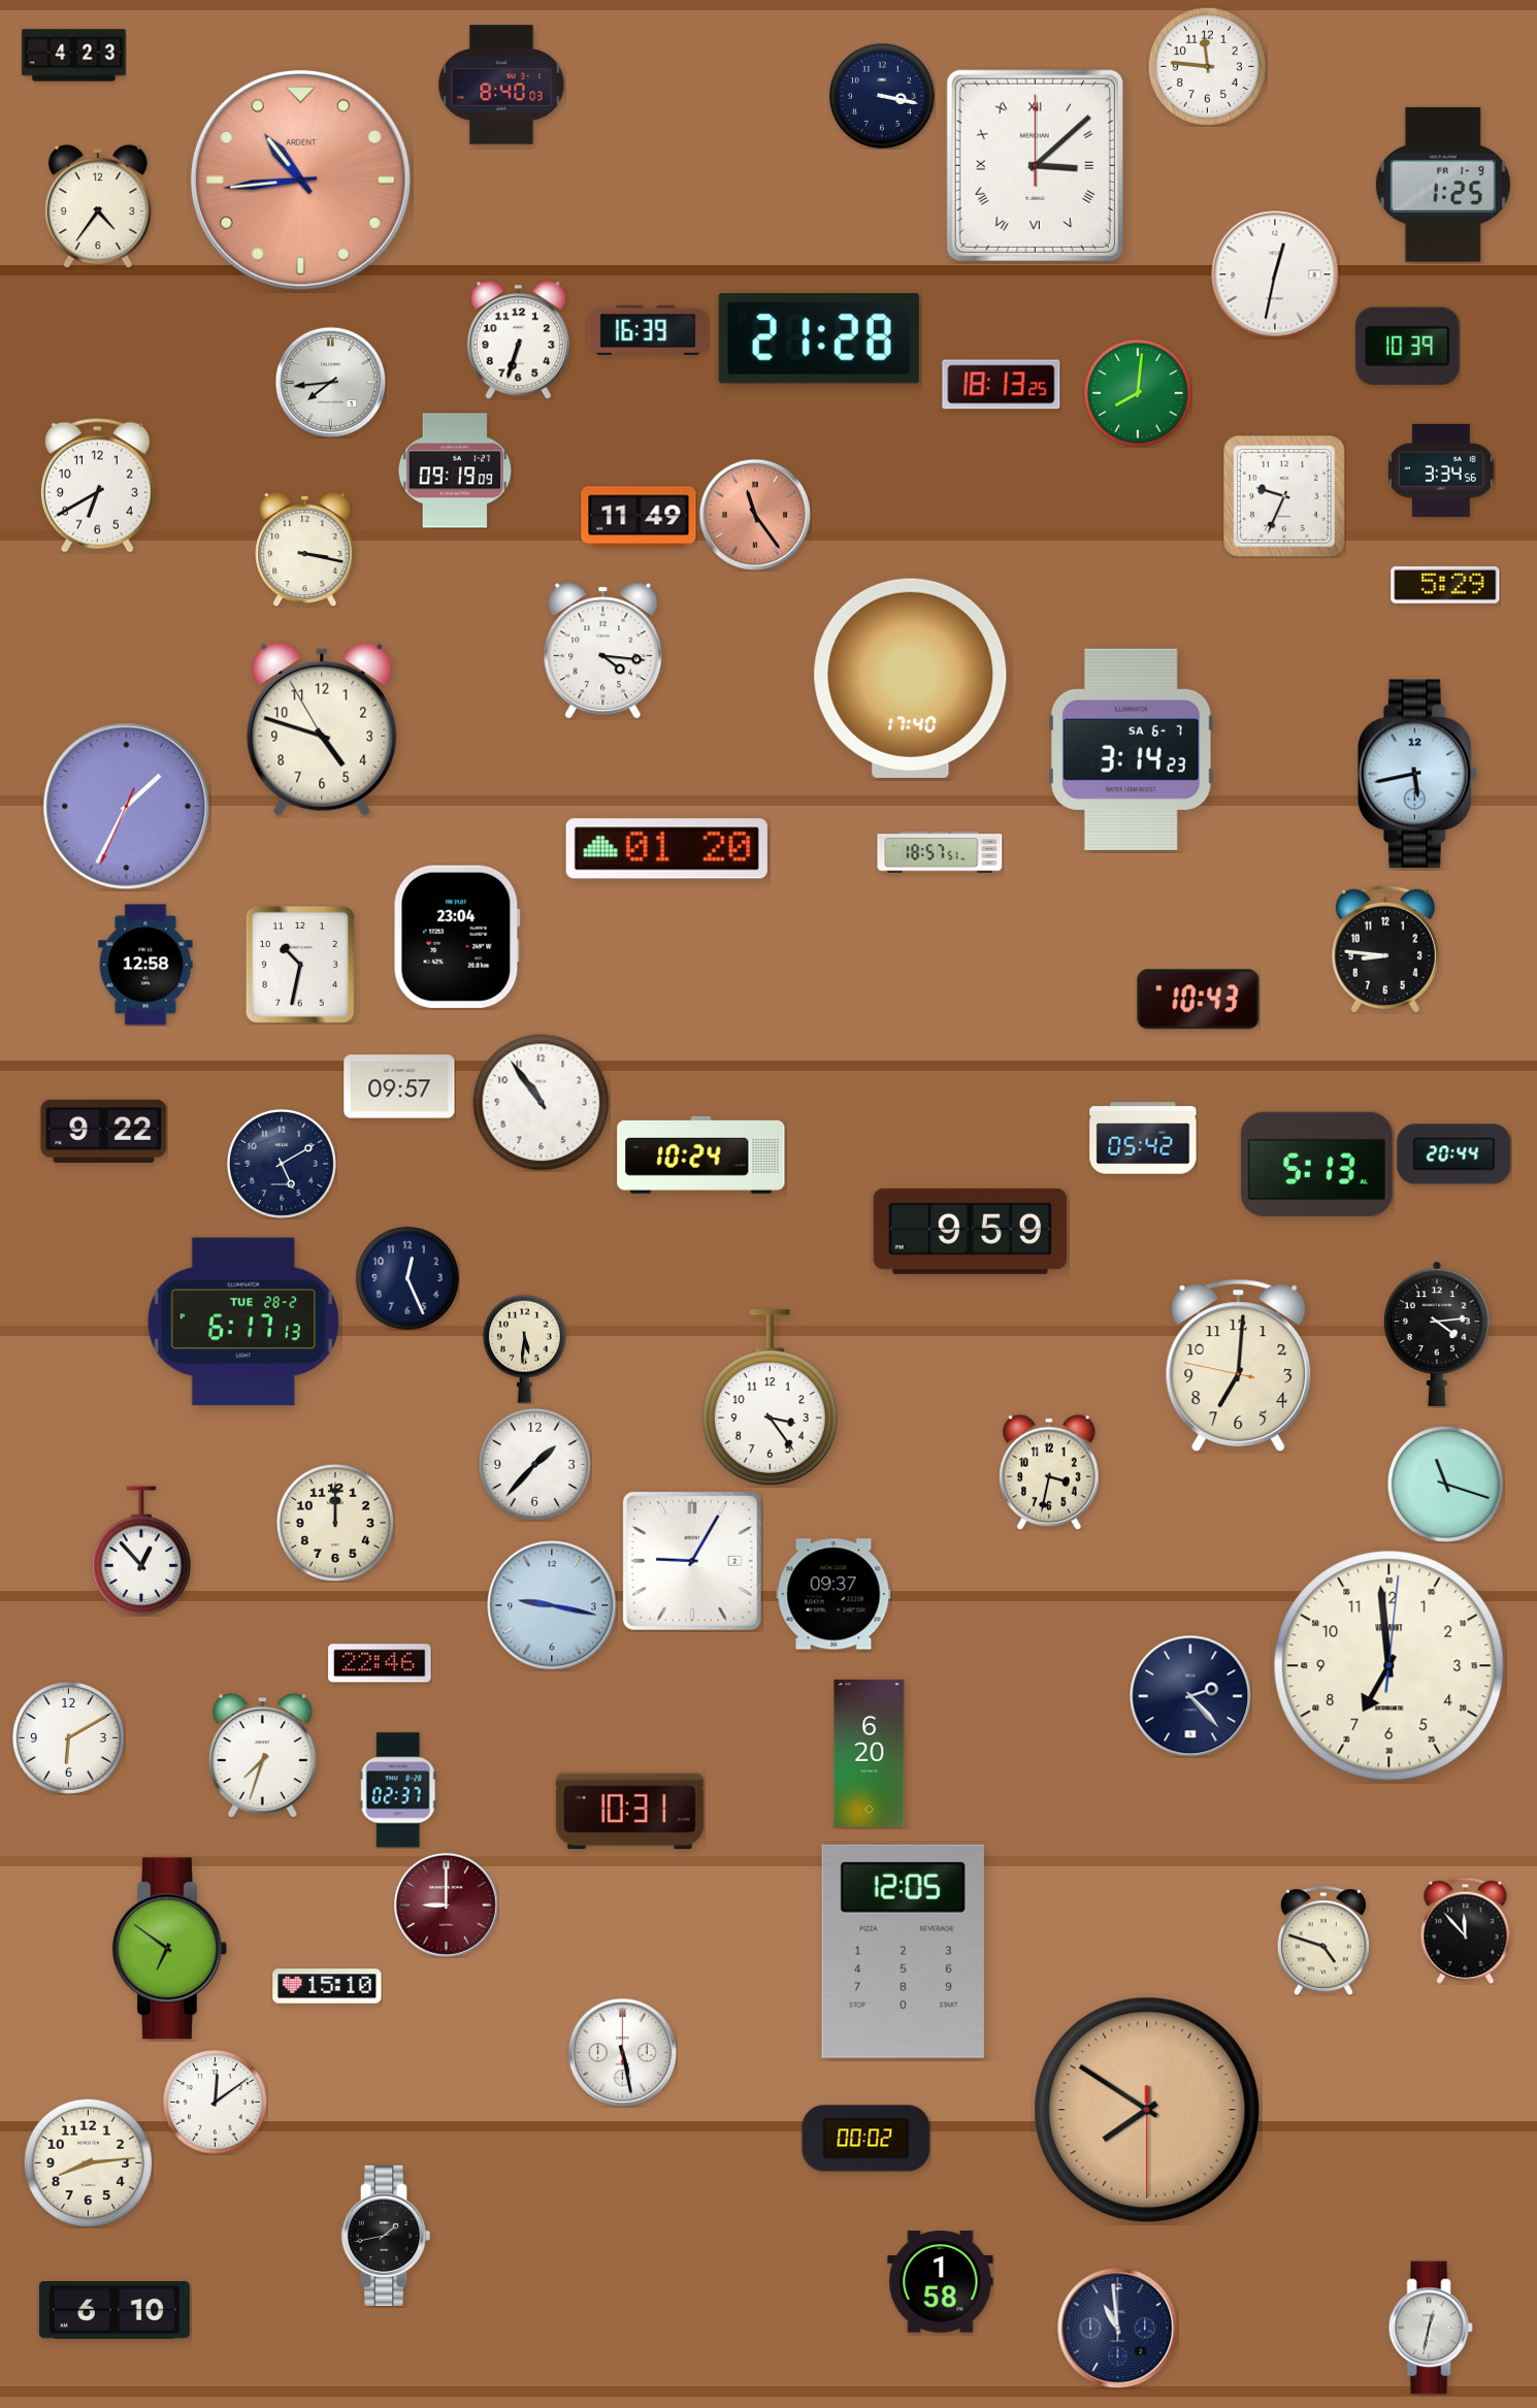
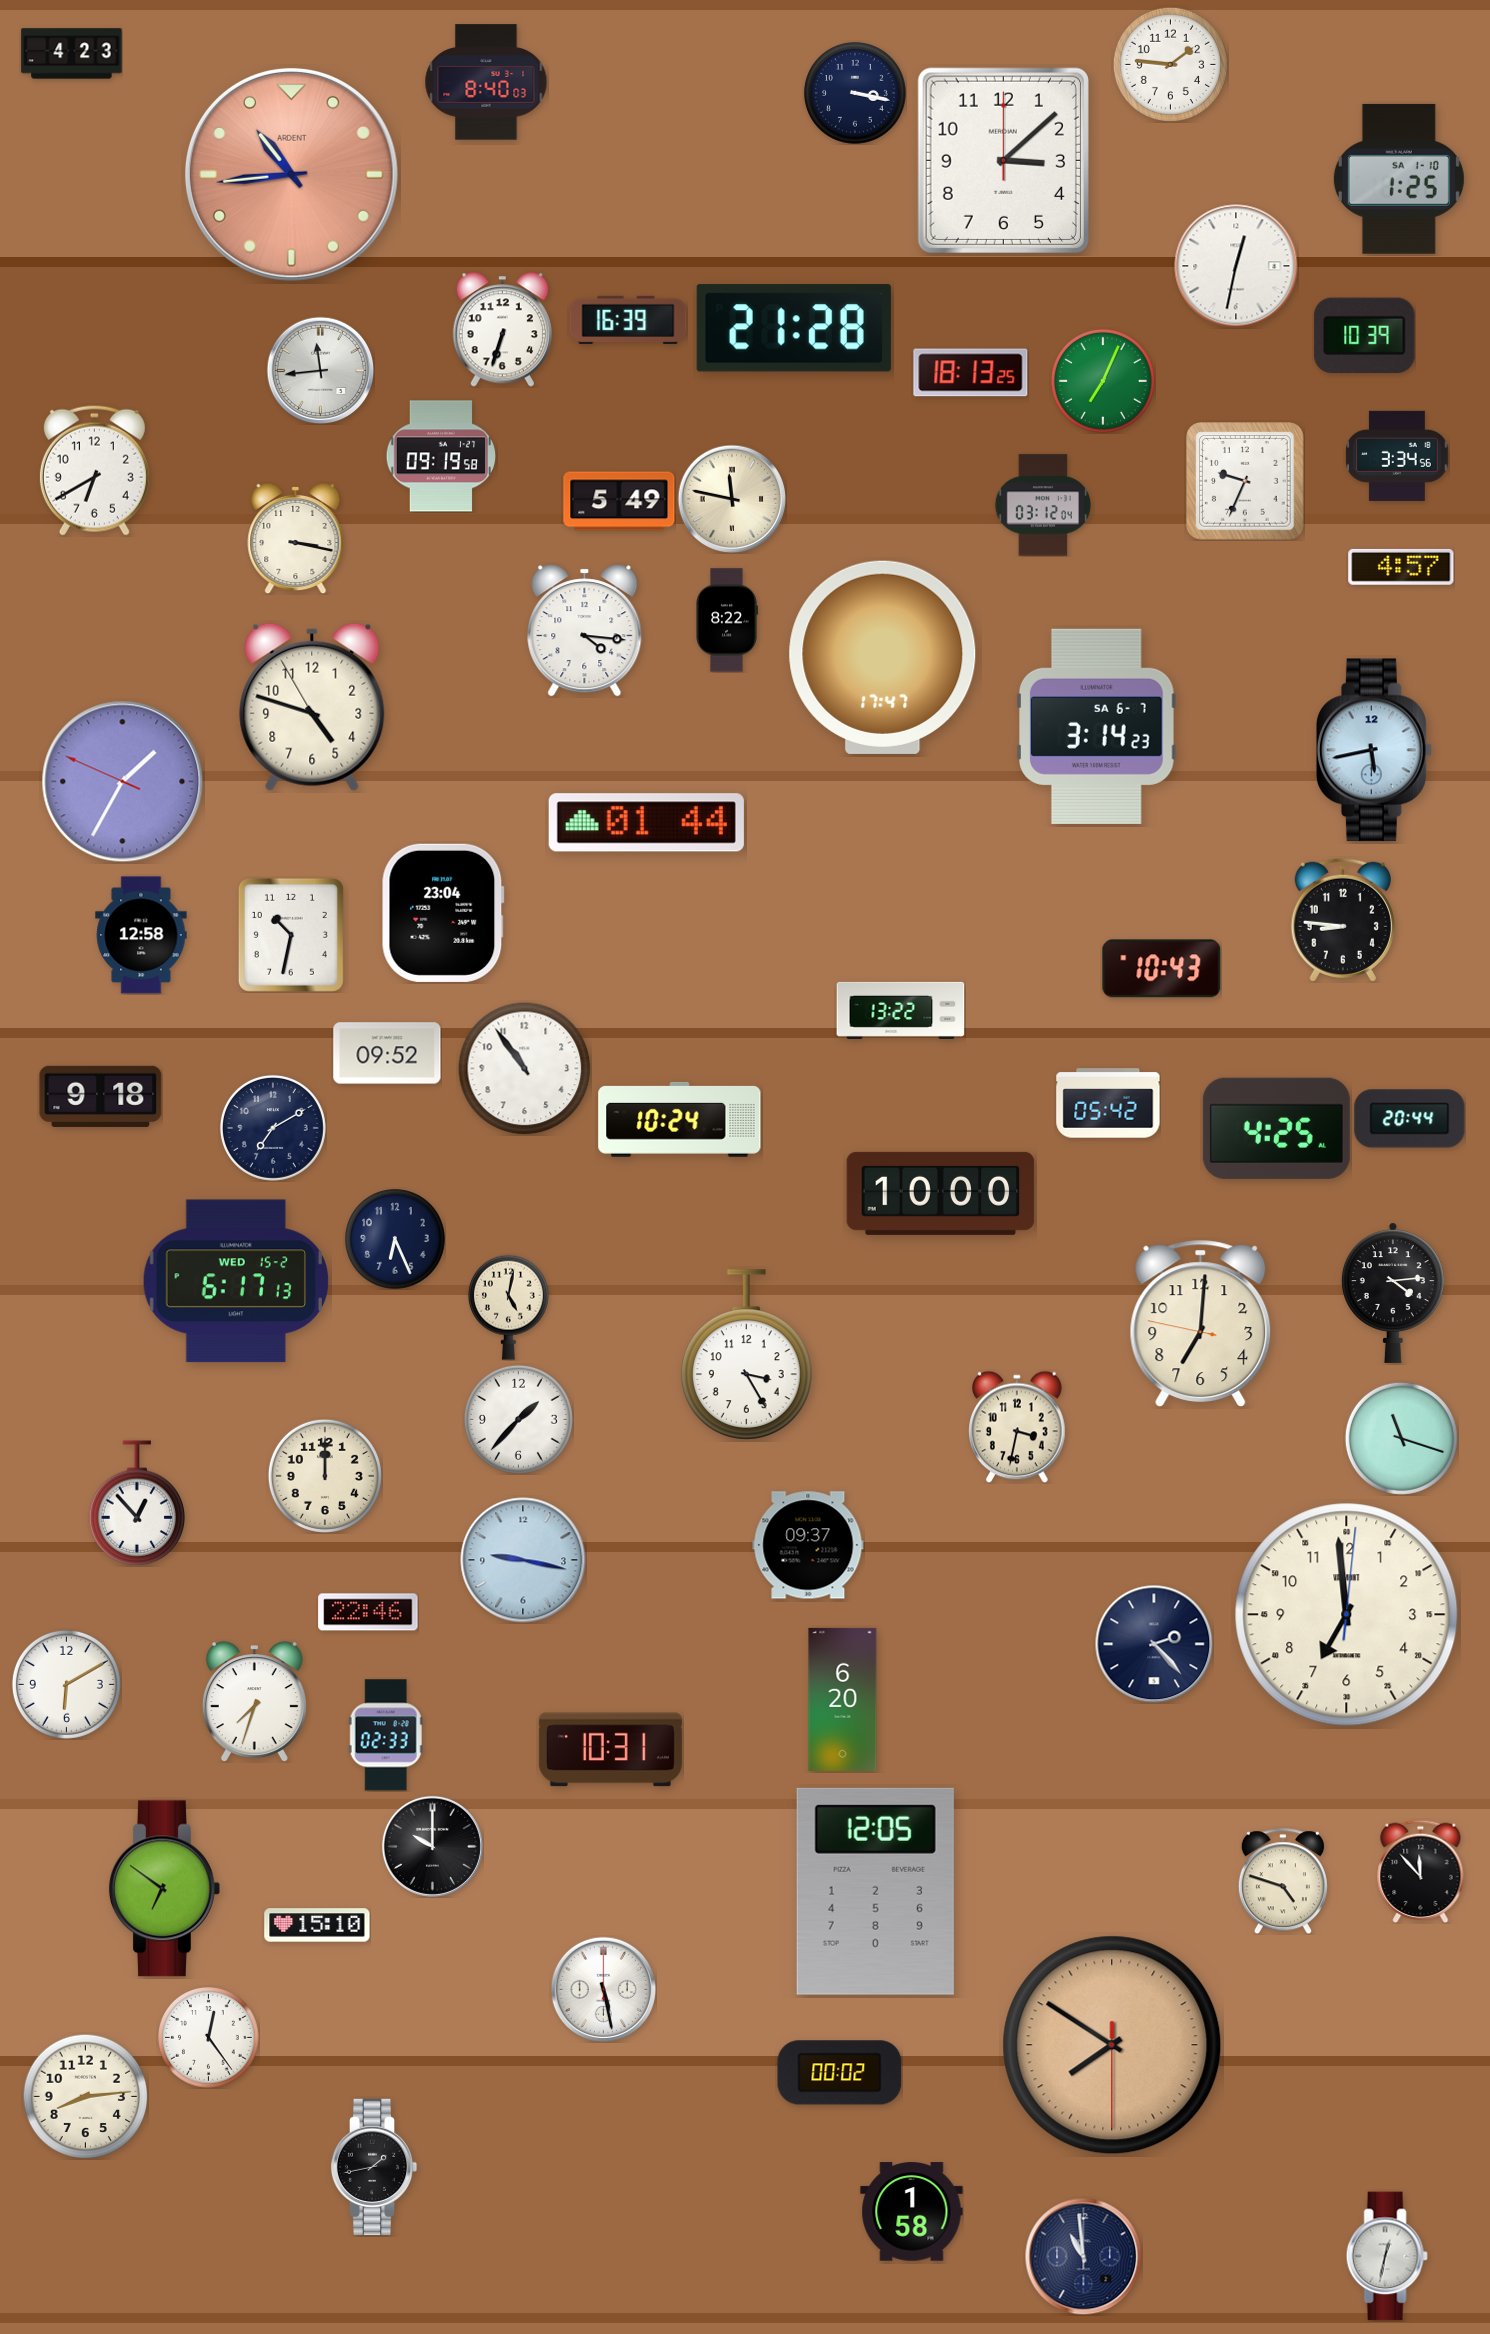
clock at (1207, 66): 11:46 -> 1:46
clock at (1035, 165) numerals: Roman -> Arabic
clock at (1443, 185) date: FR 1-9 -> SA 1-10
clock at (98, 206): 4:36 -> none
clock at (330, 382): 7:44 -> 11:44
clock at (1138, 393): 8:01 -> 7:04
clock at (455, 470): 09:19:09 -> 09:19:58
clock at (755, 515): 11:24 -> 11:47
clock at (755, 515) dial: salmon -> cream
clock at (639, 517): 11:49 -> 5:49
clock at (1043, 505): none -> 03:12
clock at (305, 549) position: (305, 549) -> (296, 538)
clock at (1445, 585): 5:29 -> 4:57
clock at (727, 620): none -> 8:22
clock at (911, 678): 17:40 -> 17:47
clock at (127, 807): 1:34:34 -> 1:34:49
clock at (666, 849): 01:20 -> 01:44
clock at (940, 852): 18:57 -> none
clock at (457, 937) position: (457, 937) -> (443, 913)
clock at (901, 1010): none -> 13:22
clock at (399, 1086): 09:57 -> 09:52
clock at (104, 1131): 9:22 -> 9:18
clock at (282, 1164): 5:10 -> 7:10
clock at (1316, 1164): 5:13 -> 4:25
clock at (971, 1231): 9:59 -> 10:00
clock at (407, 1278): 12:26 -> 6:26
clock at (242, 1322) date: TUE 28-2 -> WED 15-2
clock at (524, 1348): 5:31 -> 5:02
clock at (770, 1398): 3:24 -> 3:25
clock at (692, 1561): 9:05 -> none
clock at (552, 1605) position: (552, 1605) -> (523, 1560)
clock at (398, 1790): 02:37 -> 02:33
clock at (629, 1812) position: (629, 1812) -> (610, 1750)
clock at (446, 1905): 9:00 -> 10:00
clock at (446, 1905) dial: burgundy -> black
clock at (216, 2103): 12:09 -> 12:24
clock at (115, 2311): 6:10 -> none
